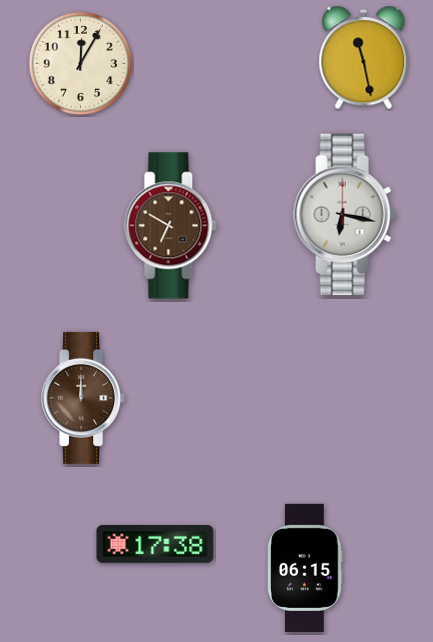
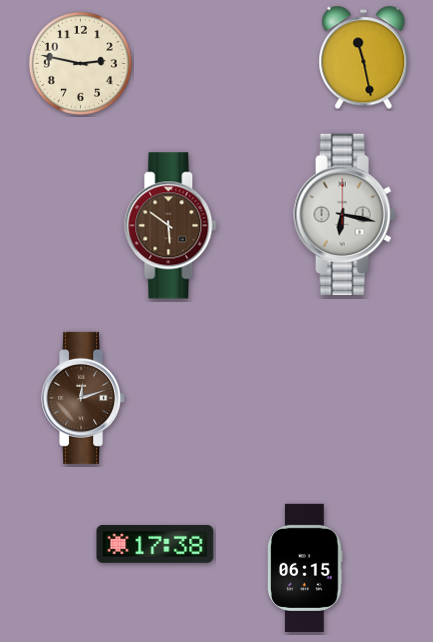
clock at (80, 63): 12:05 -> 2:47
clock at (171, 226): 6:50 -> 5:51
clock at (84, 398): 12:00 -> 12:12
